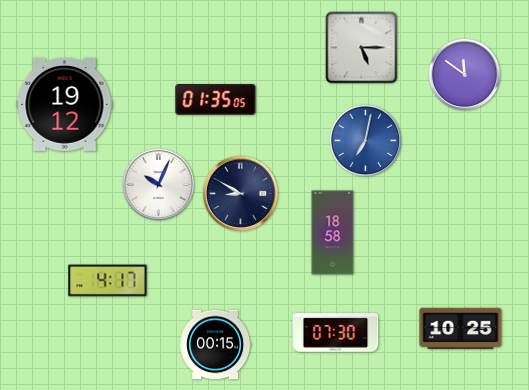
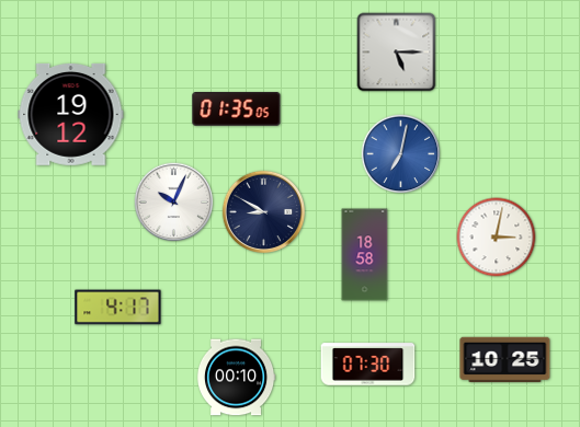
clock at (465, 75): 11:51 -> none
clock at (497, 238): none -> 3:02
clock at (215, 345): 00:15 -> 00:10
